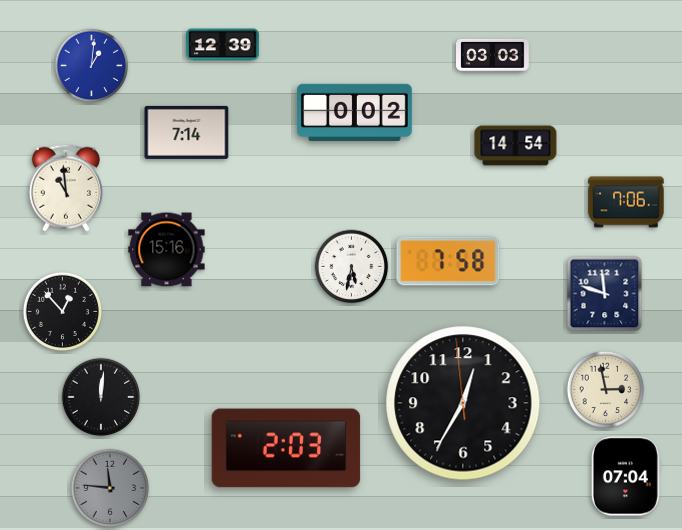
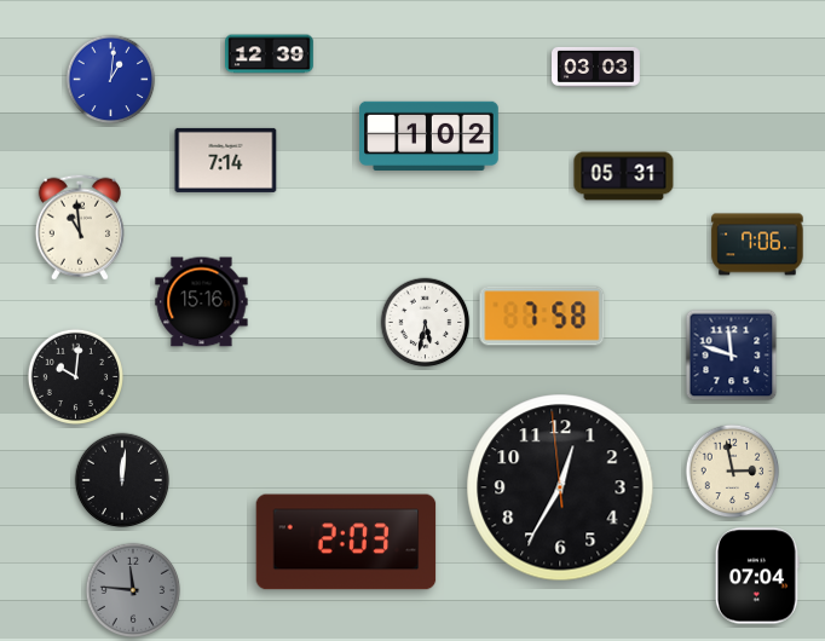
clock at (355, 112): 0:02 -> 1:02
clock at (516, 146): 14:54 -> 05:31
clock at (62, 311): 12:53 -> 10:01
